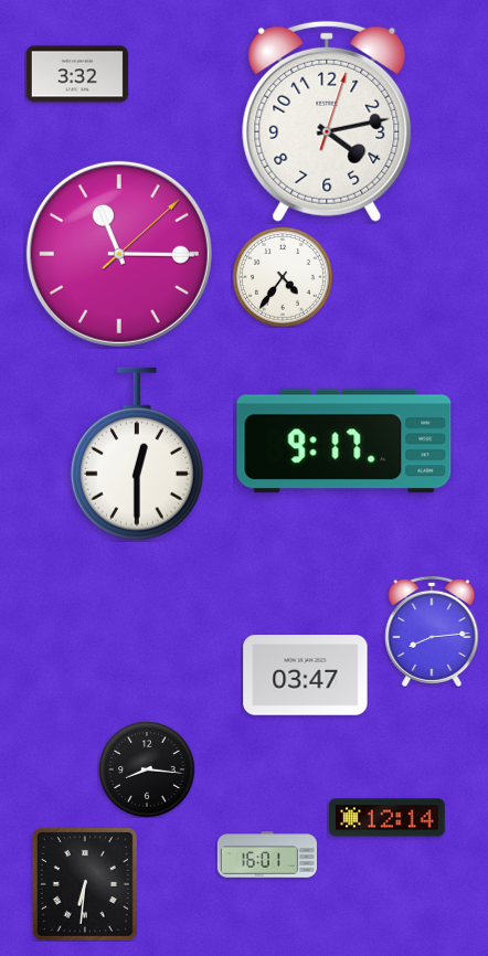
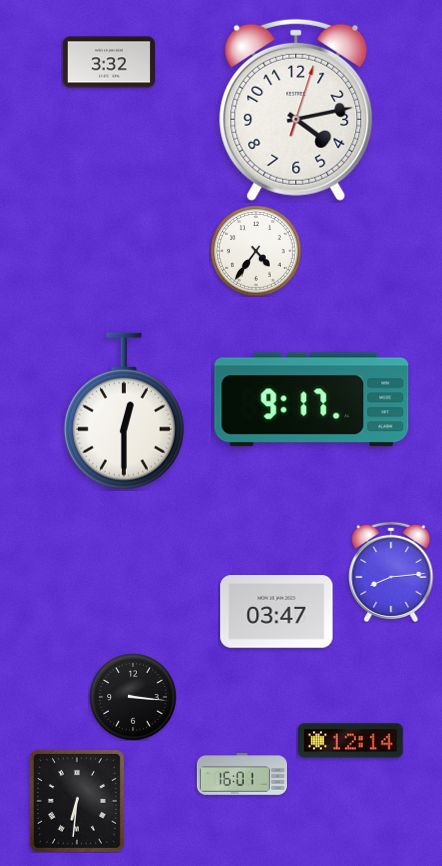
clock at (77, 74) position: (77, 74) -> (109, 62)
clock at (119, 254): 11:15 -> none
clock at (147, 769): 8:16 -> 3:16
